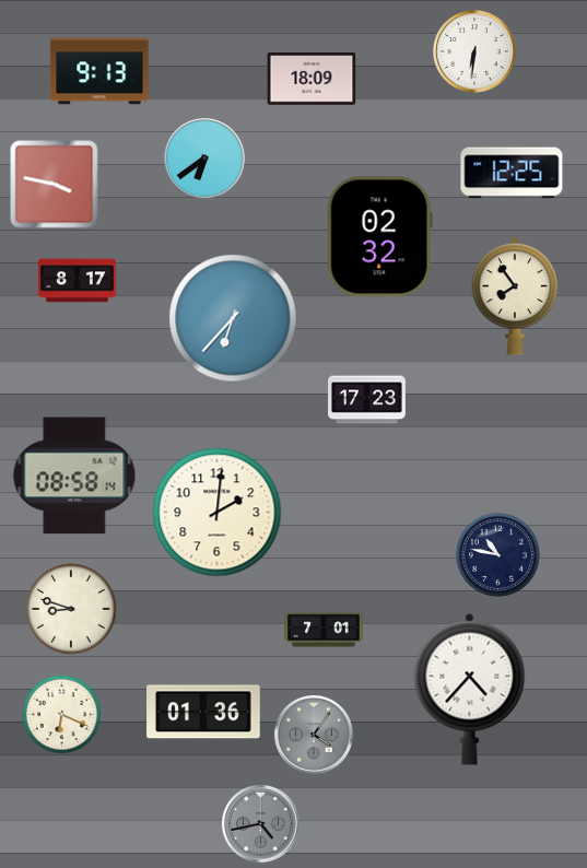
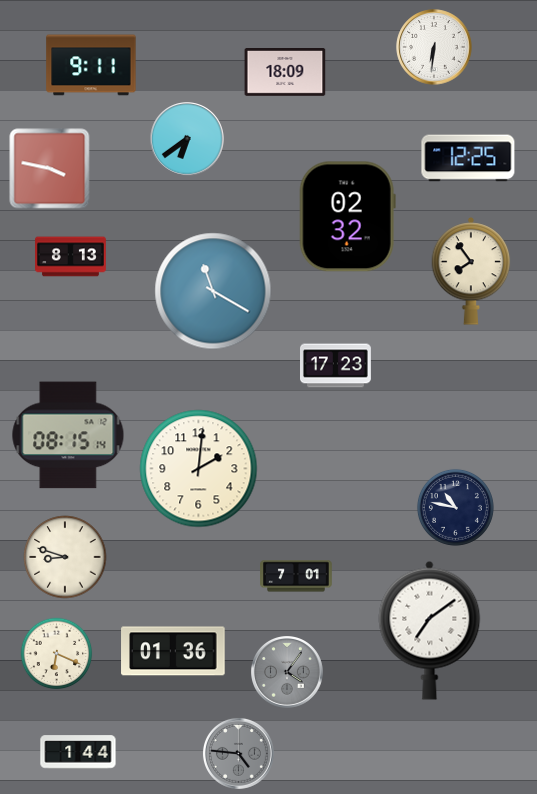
clock at (99, 71): 9:13 -> 9:11
clock at (204, 159) position: (204, 159) -> (187, 139)
clock at (78, 281): 8:17 -> 8:13
clock at (233, 318): 6:37 -> 11:20
clock at (74, 476): 08:58 -> 08:15
clock at (470, 689): 4:37 -> 7:09
clock at (203, 712) position: (203, 712) -> (173, 651)
clock at (78, 752): none -> 1:44
clock at (260, 823): 4:43 -> 4:46
